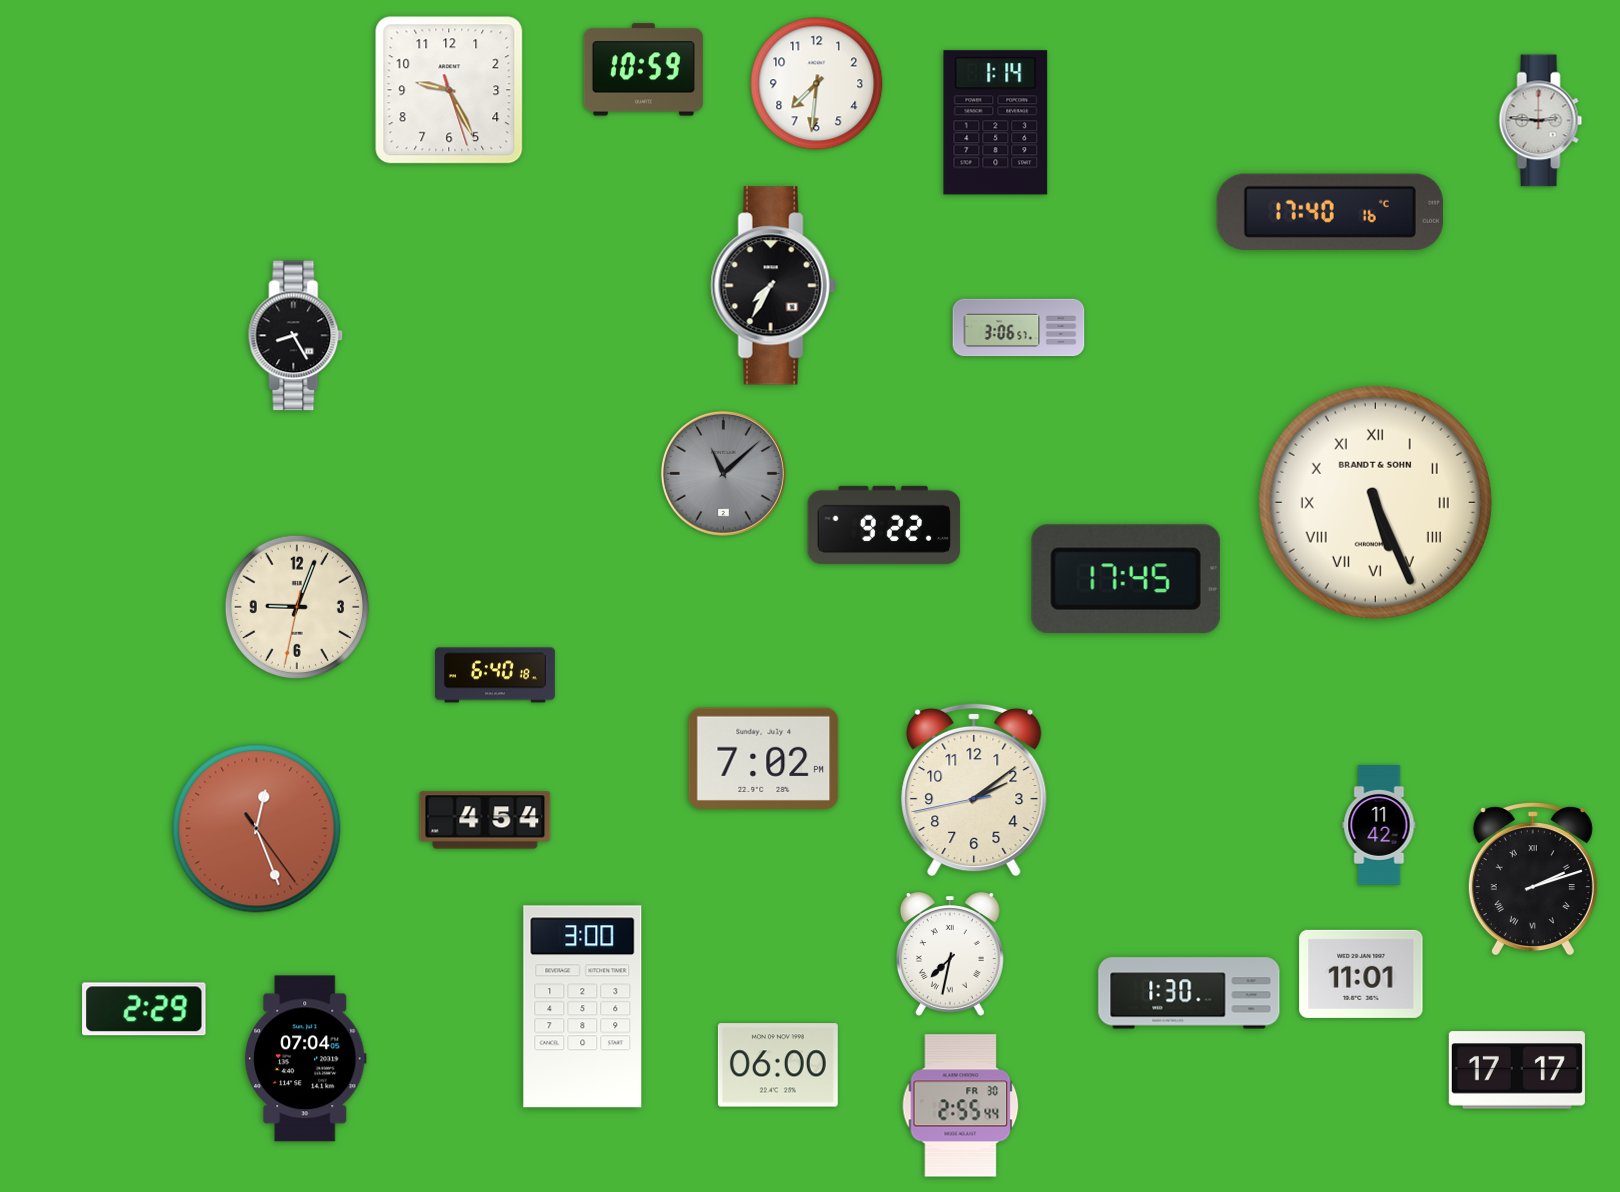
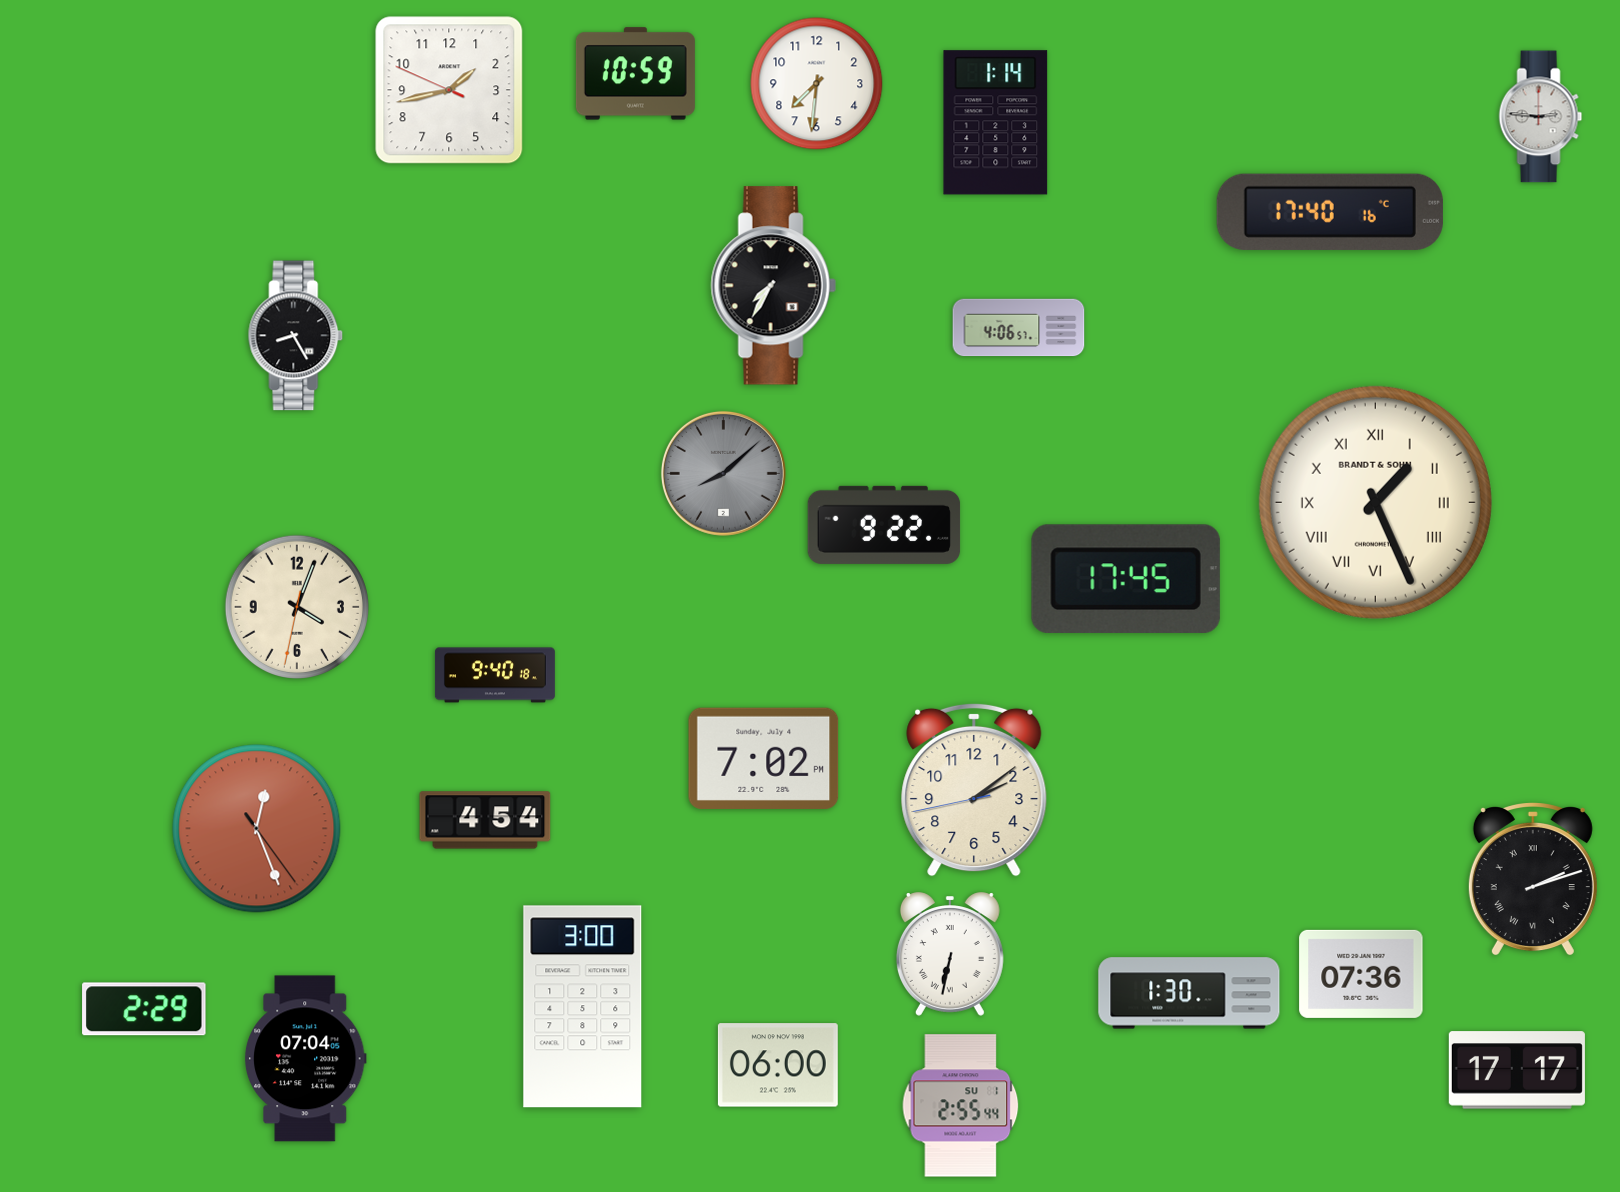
clock at (643, 70) position: (643, 70) -> (635, 74)
clock at (449, 90): 9:25 -> 1:42
clock at (1541, 121) position: (1541, 121) -> (1541, 117)
clock at (1019, 328): 3:06 -> 4:06
clock at (723, 473): 11:08 -> 8:08
clock at (1375, 502): 5:26 -> 1:26
clock at (297, 607): 9:03 -> 4:03
clock at (495, 675): 6:40 -> 9:40
clock at (1379, 825): 11:42 -> none
clock at (950, 954): 7:32 -> 6:32
clock at (1361, 974): 11:01 -> 07:36
clock at (961, 1106) date: FR 30 -> SU 1
